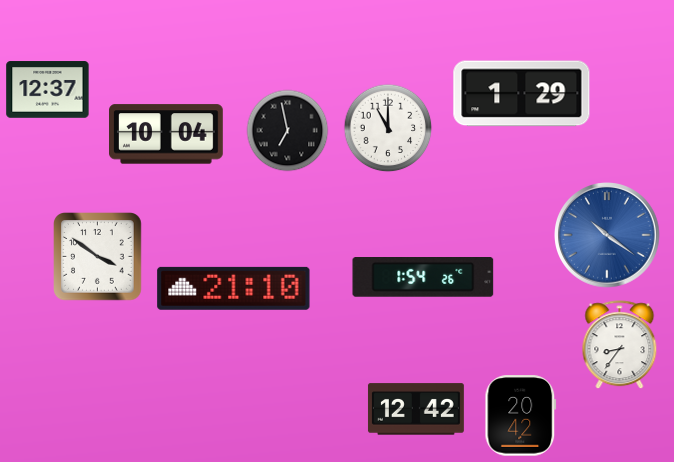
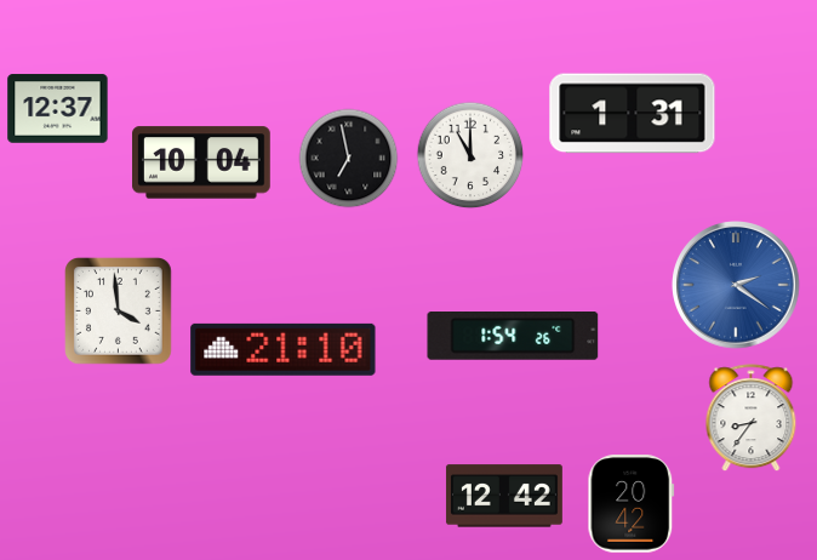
clock at (522, 94): 1:29 -> 1:31
clock at (607, 235): 10:21 -> 2:21
clock at (98, 257): 3:51 -> 3:59
